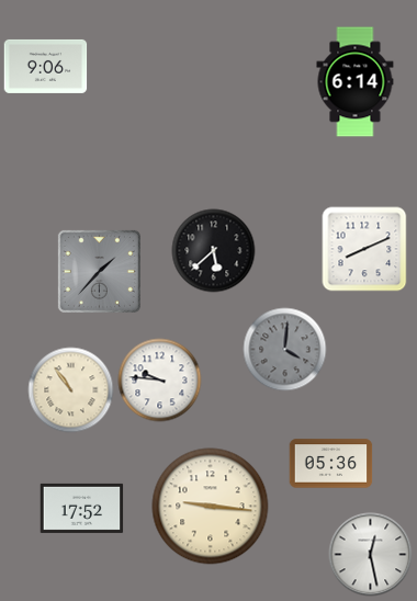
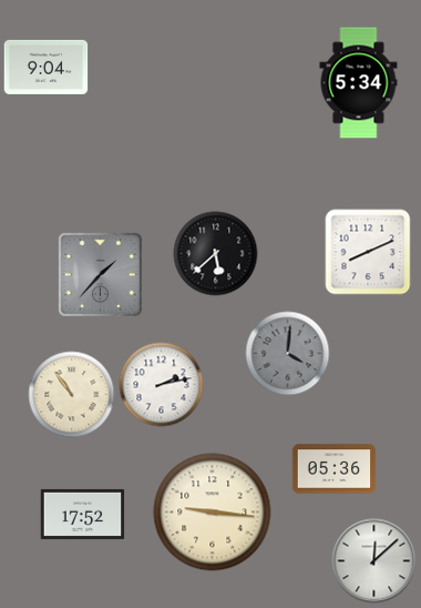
clock at (46, 66): 9:06 -> 9:04
clock at (356, 82): 6:14 -> 5:34
clock at (160, 381): 9:46 -> 2:13
clock at (371, 555): 12:28 -> 12:08
